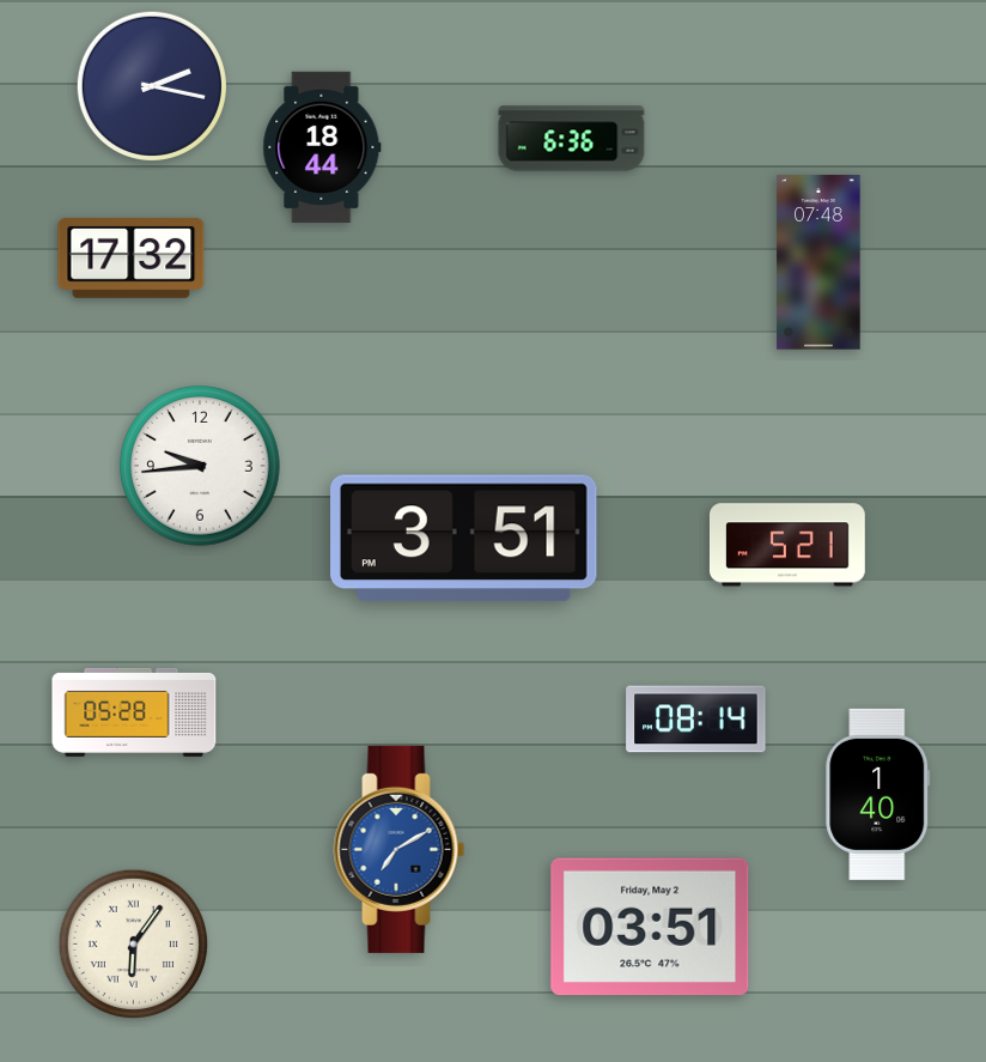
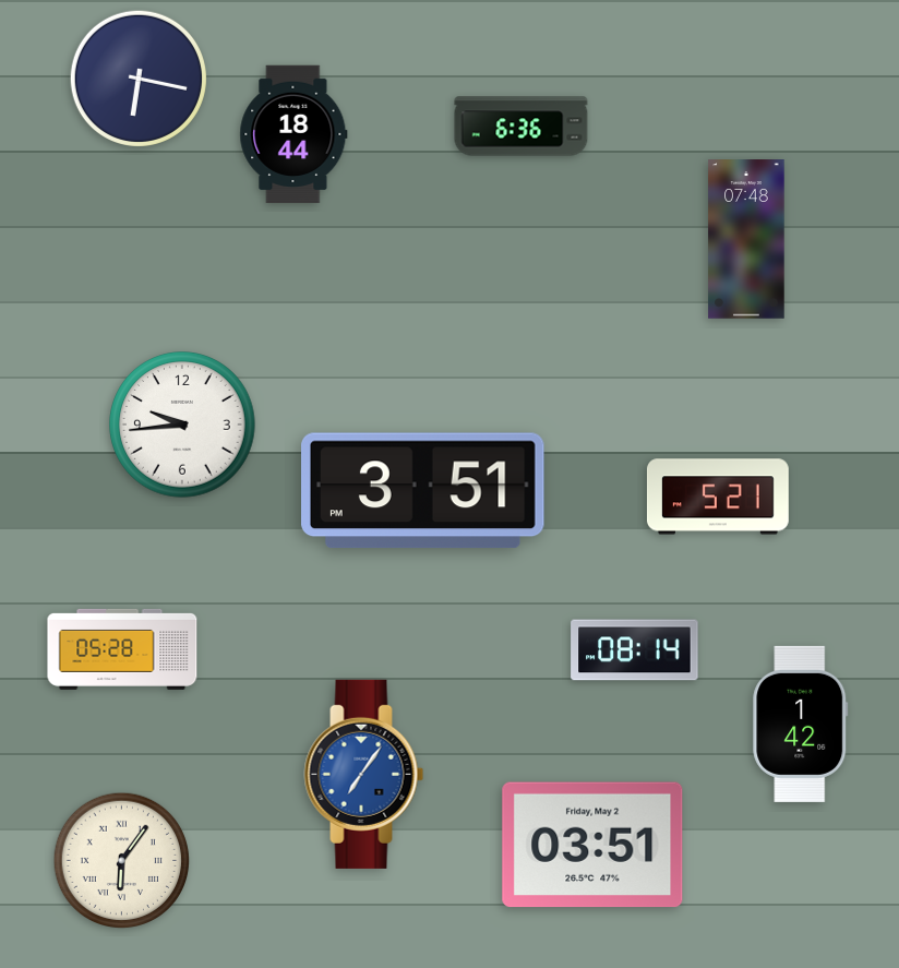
clock at (151, 85): 2:17 -> 6:17
clock at (132, 257): 17:32 -> none
clock at (696, 720) position: (696, 720) -> (635, 650)
clock at (878, 794): 1:40 -> 1:42
clock at (400, 849): 7:10 -> 7:06
